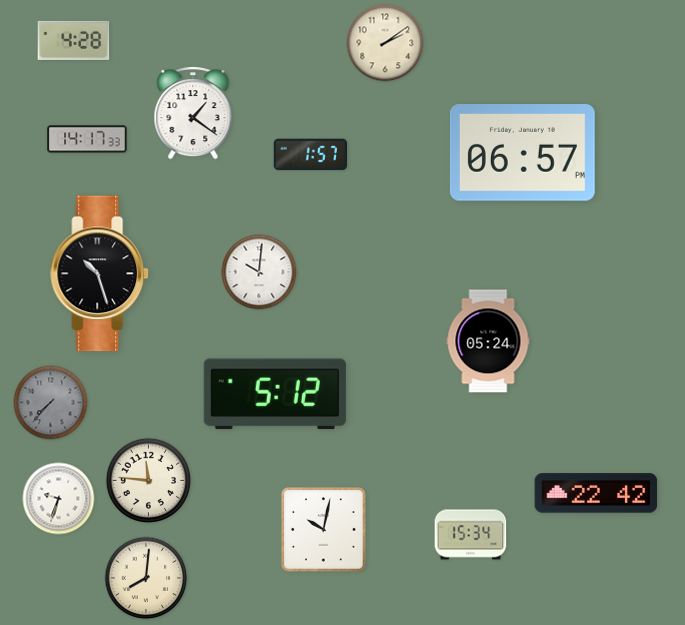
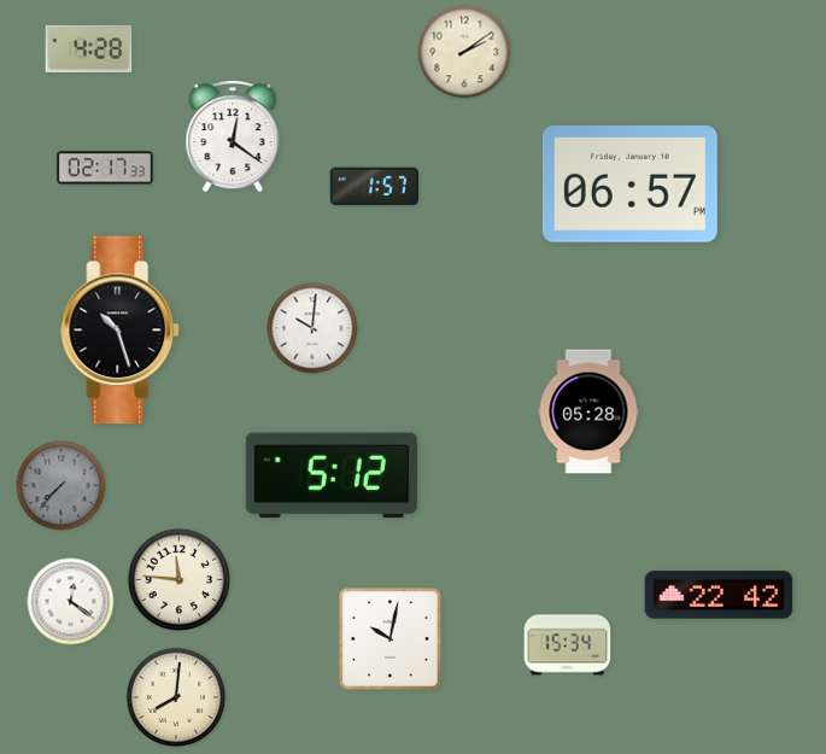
clock at (193, 114): 1:21 -> 12:21
clock at (87, 139): 14:17 -> 02:17
clock at (488, 341): 05:24 -> 05:28
clock at (59, 499): 9:33 -> 12:21
